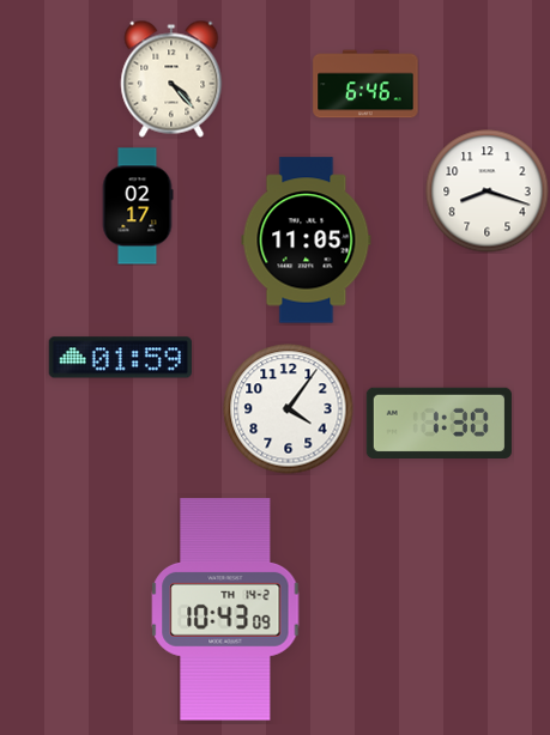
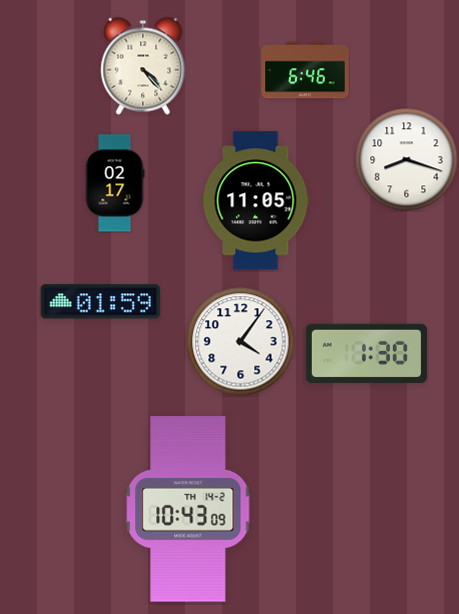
clock at (138, 206) position: (138, 206) -> (115, 183)
clock at (120, 358) position: (120, 358) -> (100, 302)
